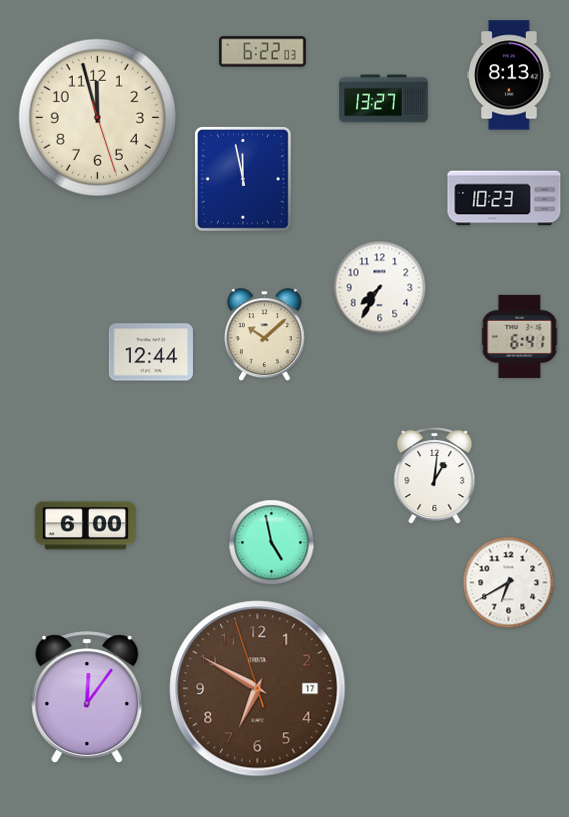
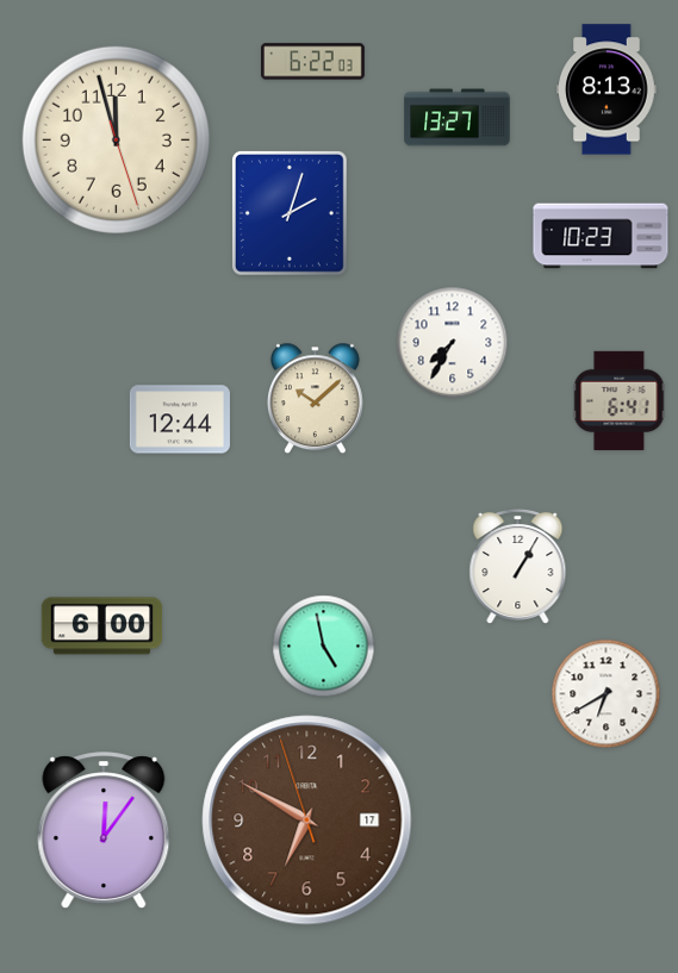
clock at (243, 179): 11:58 -> 2:03
clock at (435, 476): 1:01 -> 1:05
